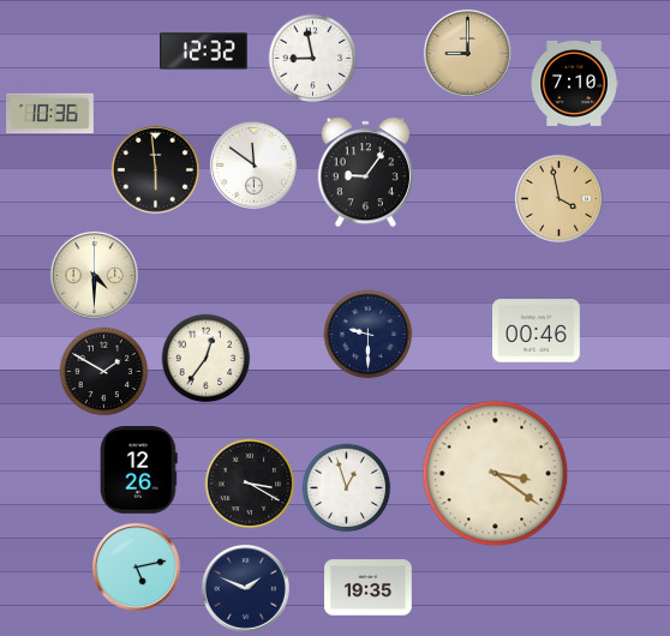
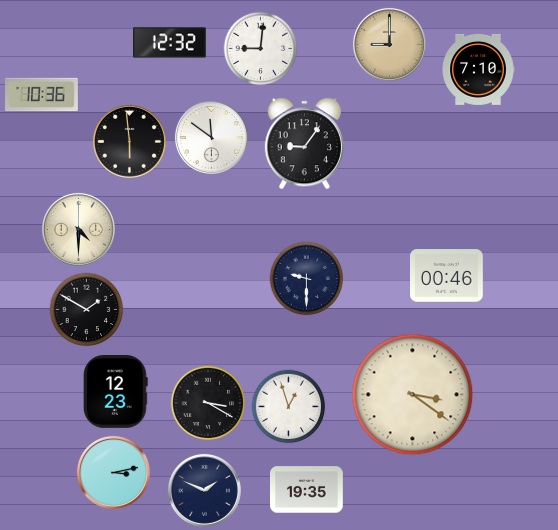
clock at (313, 59): 8:58 -> 9:01
clock at (558, 198): 3:58 -> none
clock at (207, 359): 12:36 -> none
clock at (139, 470): 12:26 -> 12:23
clock at (136, 566): 5:13 -> 3:13
